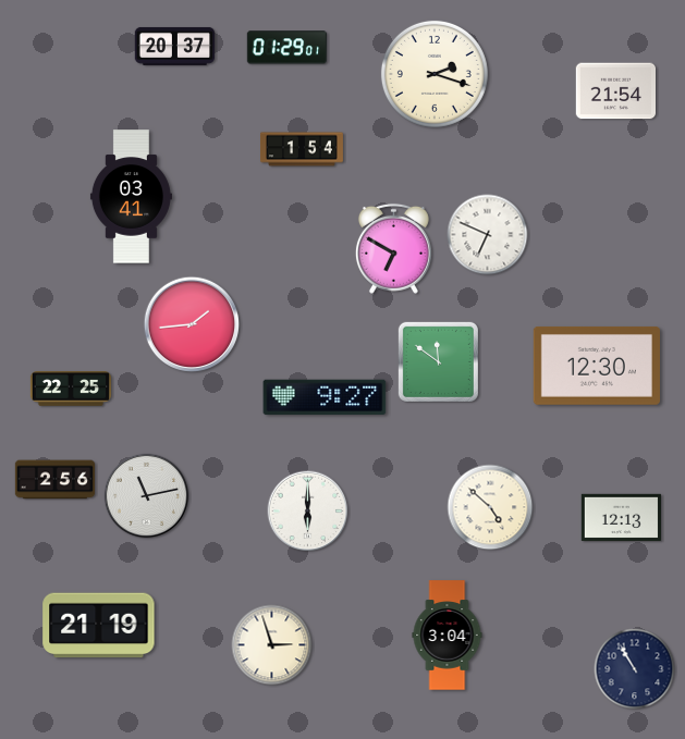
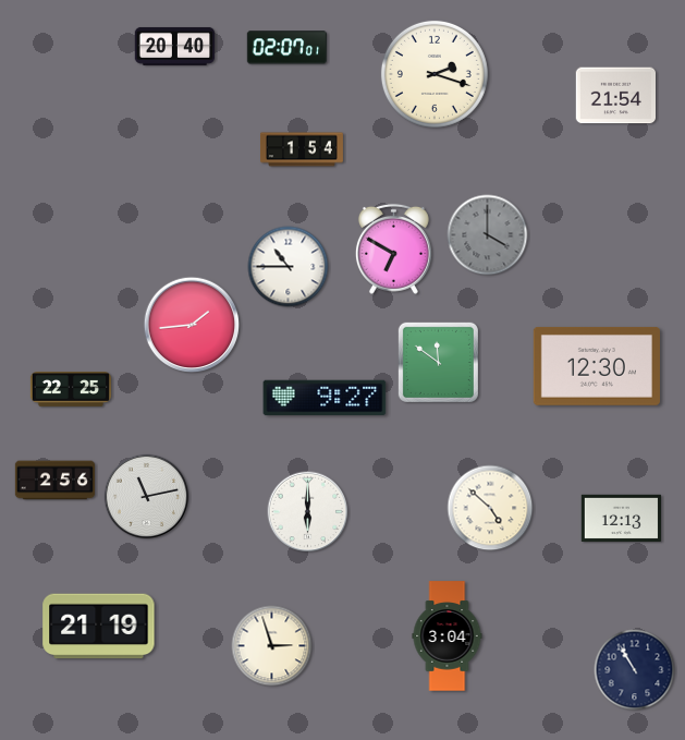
clock at (174, 46): 20:37 -> 20:40
clock at (286, 48): 01:29 -> 02:07
clock at (615, 91) position: (615, 91) -> (615, 96)
clock at (131, 197): 03:41 -> none
clock at (488, 235): 6:49 -> 4:00
clock at (488, 235) dial: white -> grey
clock at (289, 267): none -> 10:45
